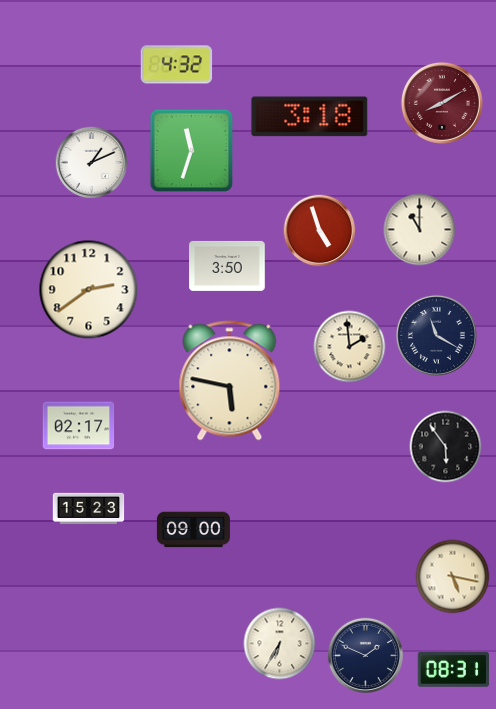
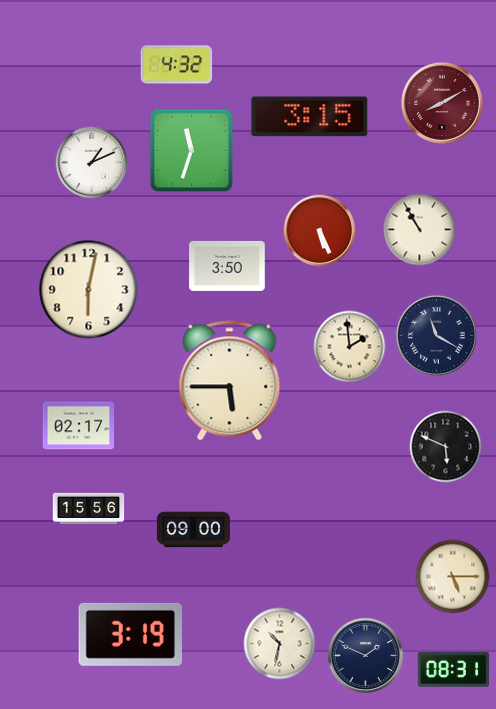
clock at (310, 117): 3:18 -> 3:15
clock at (420, 230): 11:00 -> 10:55
clock at (320, 231): 4:57 -> 5:26
clock at (89, 290): 2:39 -> 6:02
clock at (230, 381): 5:47 -> 5:45
clock at (446, 447): 5:54 -> 5:49
clock at (89, 509): 15:23 -> 15:56
clock at (453, 577): 5:17 -> 5:15
clock at (130, 634): none -> 3:19
clock at (280, 644): 6:35 -> 10:32
